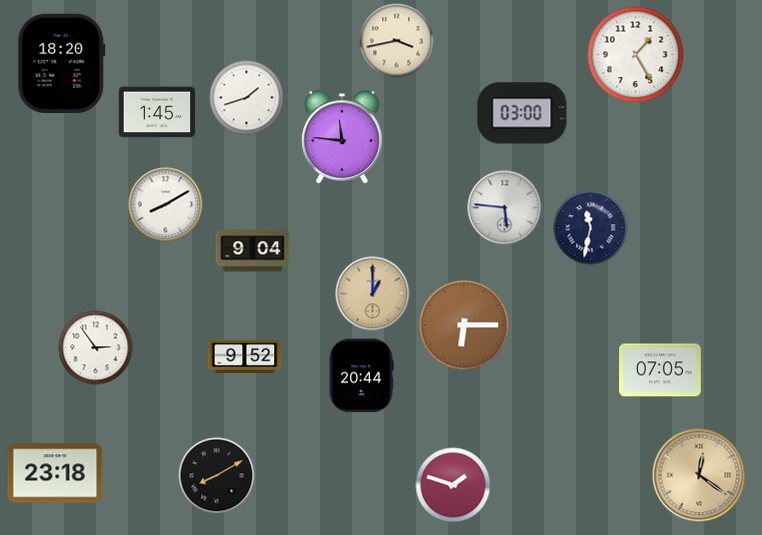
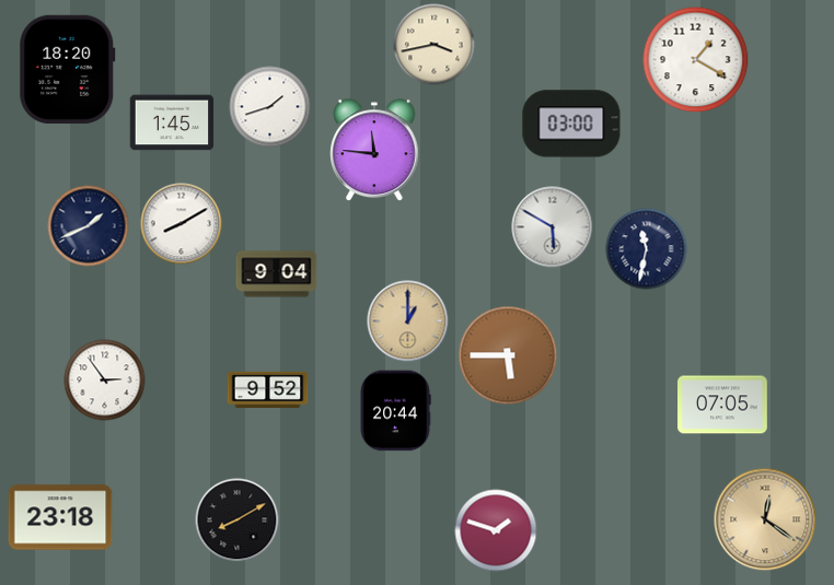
clock at (636, 55): 1:25 -> 1:20
clock at (89, 226): none -> 1:41
clock at (505, 208): 5:46 -> 5:50
clock at (464, 325): 6:15 -> 5:45
